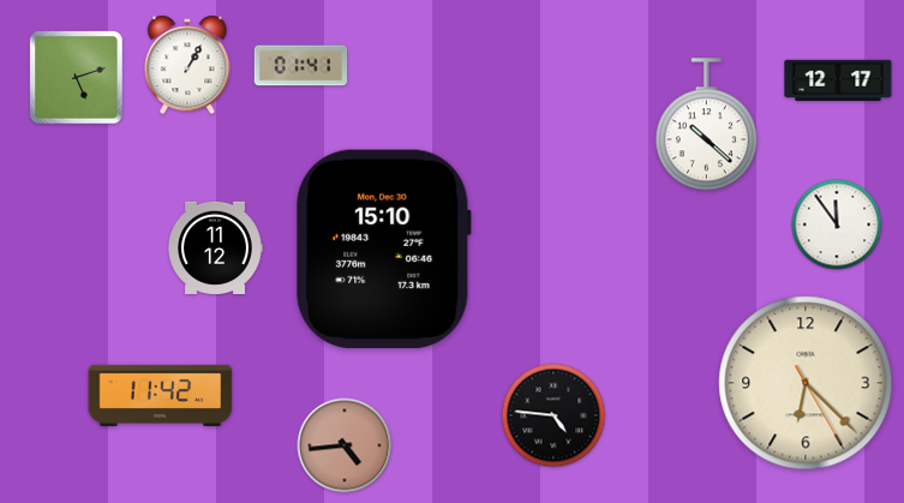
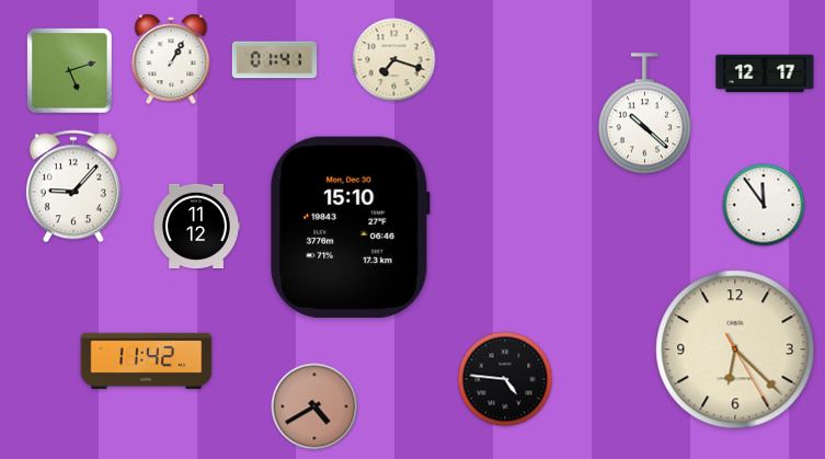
clock at (394, 60): none -> 7:18
clock at (73, 186): none -> 9:07
clock at (345, 445): 4:44 -> 4:40
